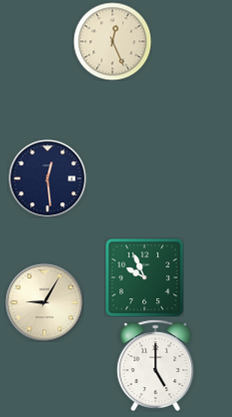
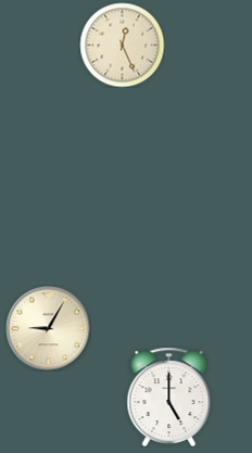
clock at (47, 178): 12:29 -> none
clock at (144, 277): 9:56 -> none
